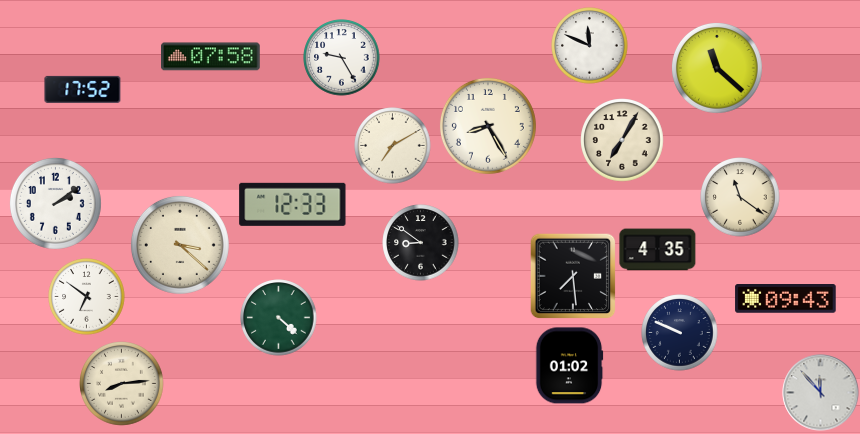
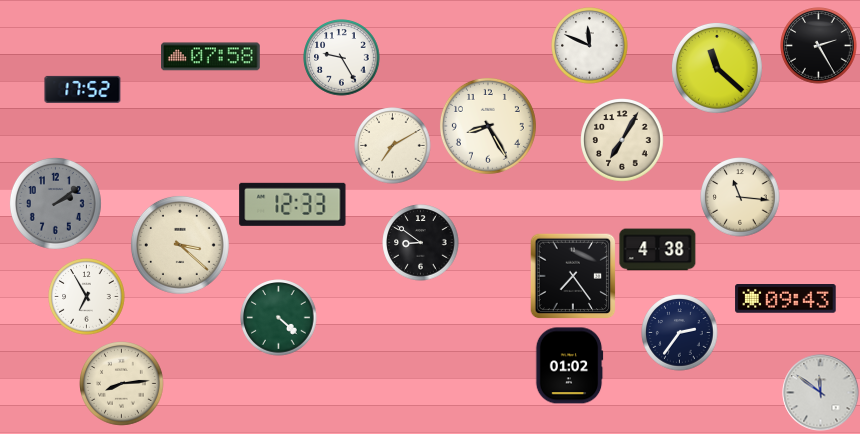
clock at (819, 46): none -> 2:25
clock at (740, 197): 11:21 -> 11:16
clock at (55, 203) dial: white -> grey
clock at (658, 250): 4:35 -> 4:38
clock at (573, 276): 7:29 -> 7:24
clock at (87, 297): 6:51 -> 6:55
clock at (680, 333): 9:49 -> 2:36
clock at (821, 393): 11:53 -> 11:51
